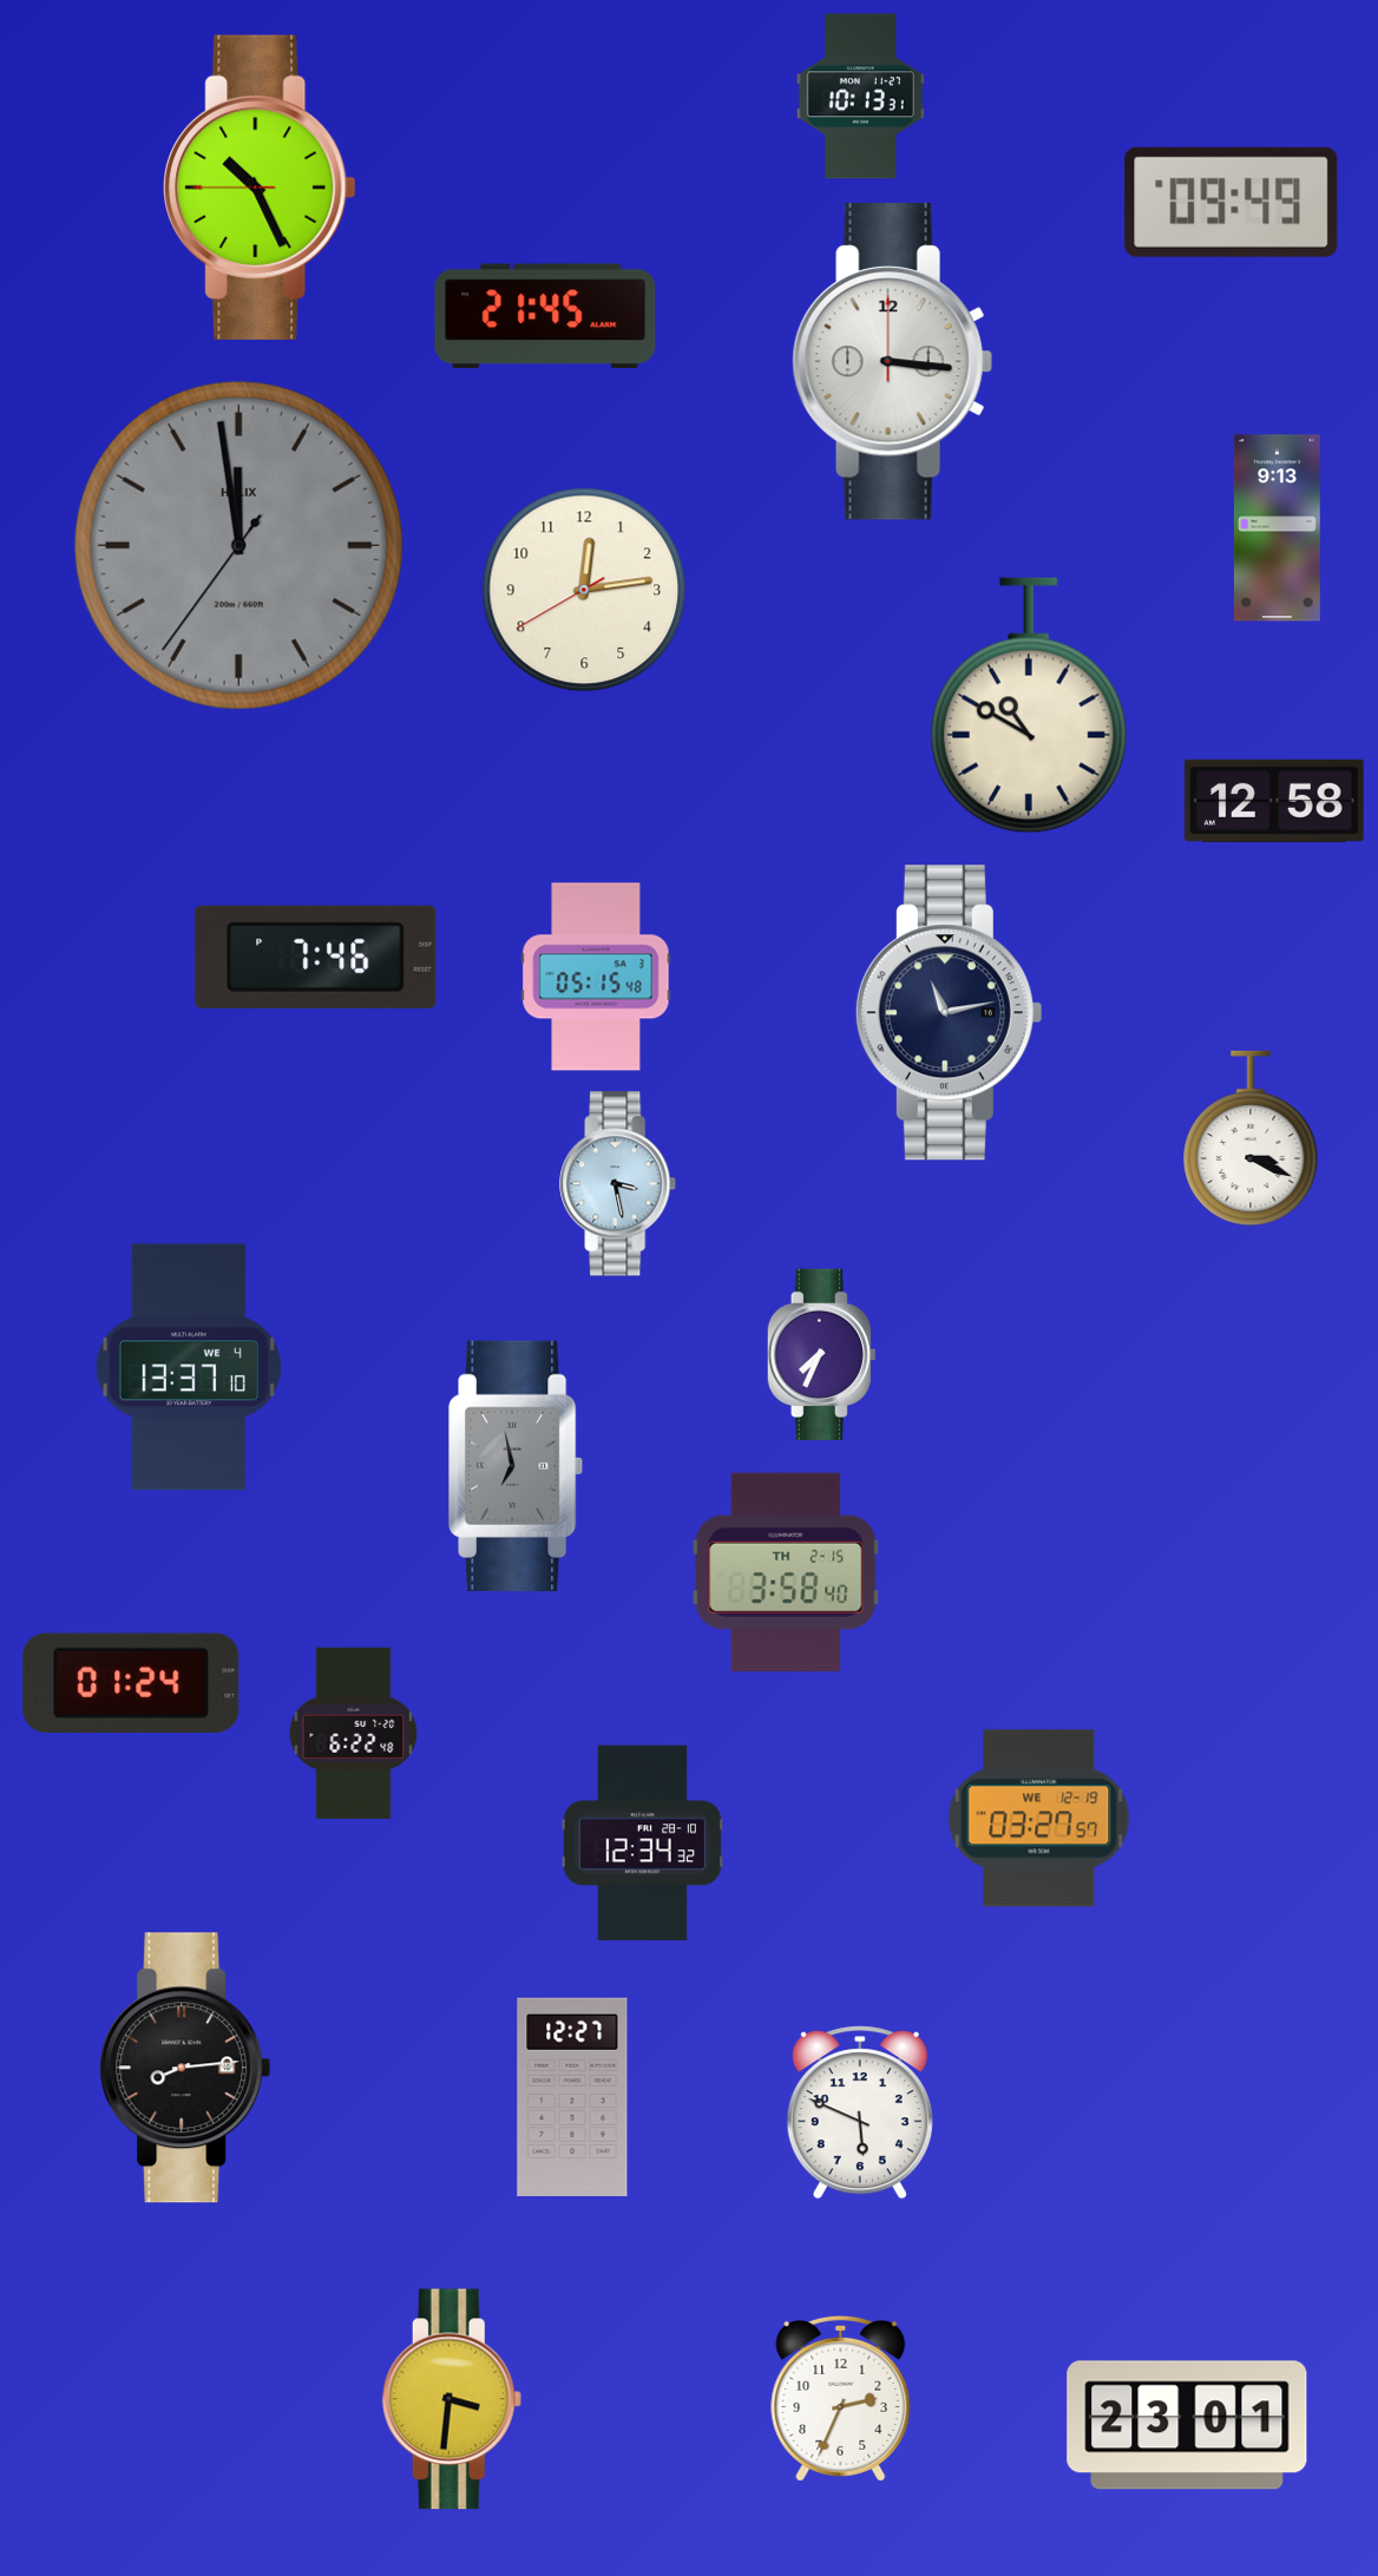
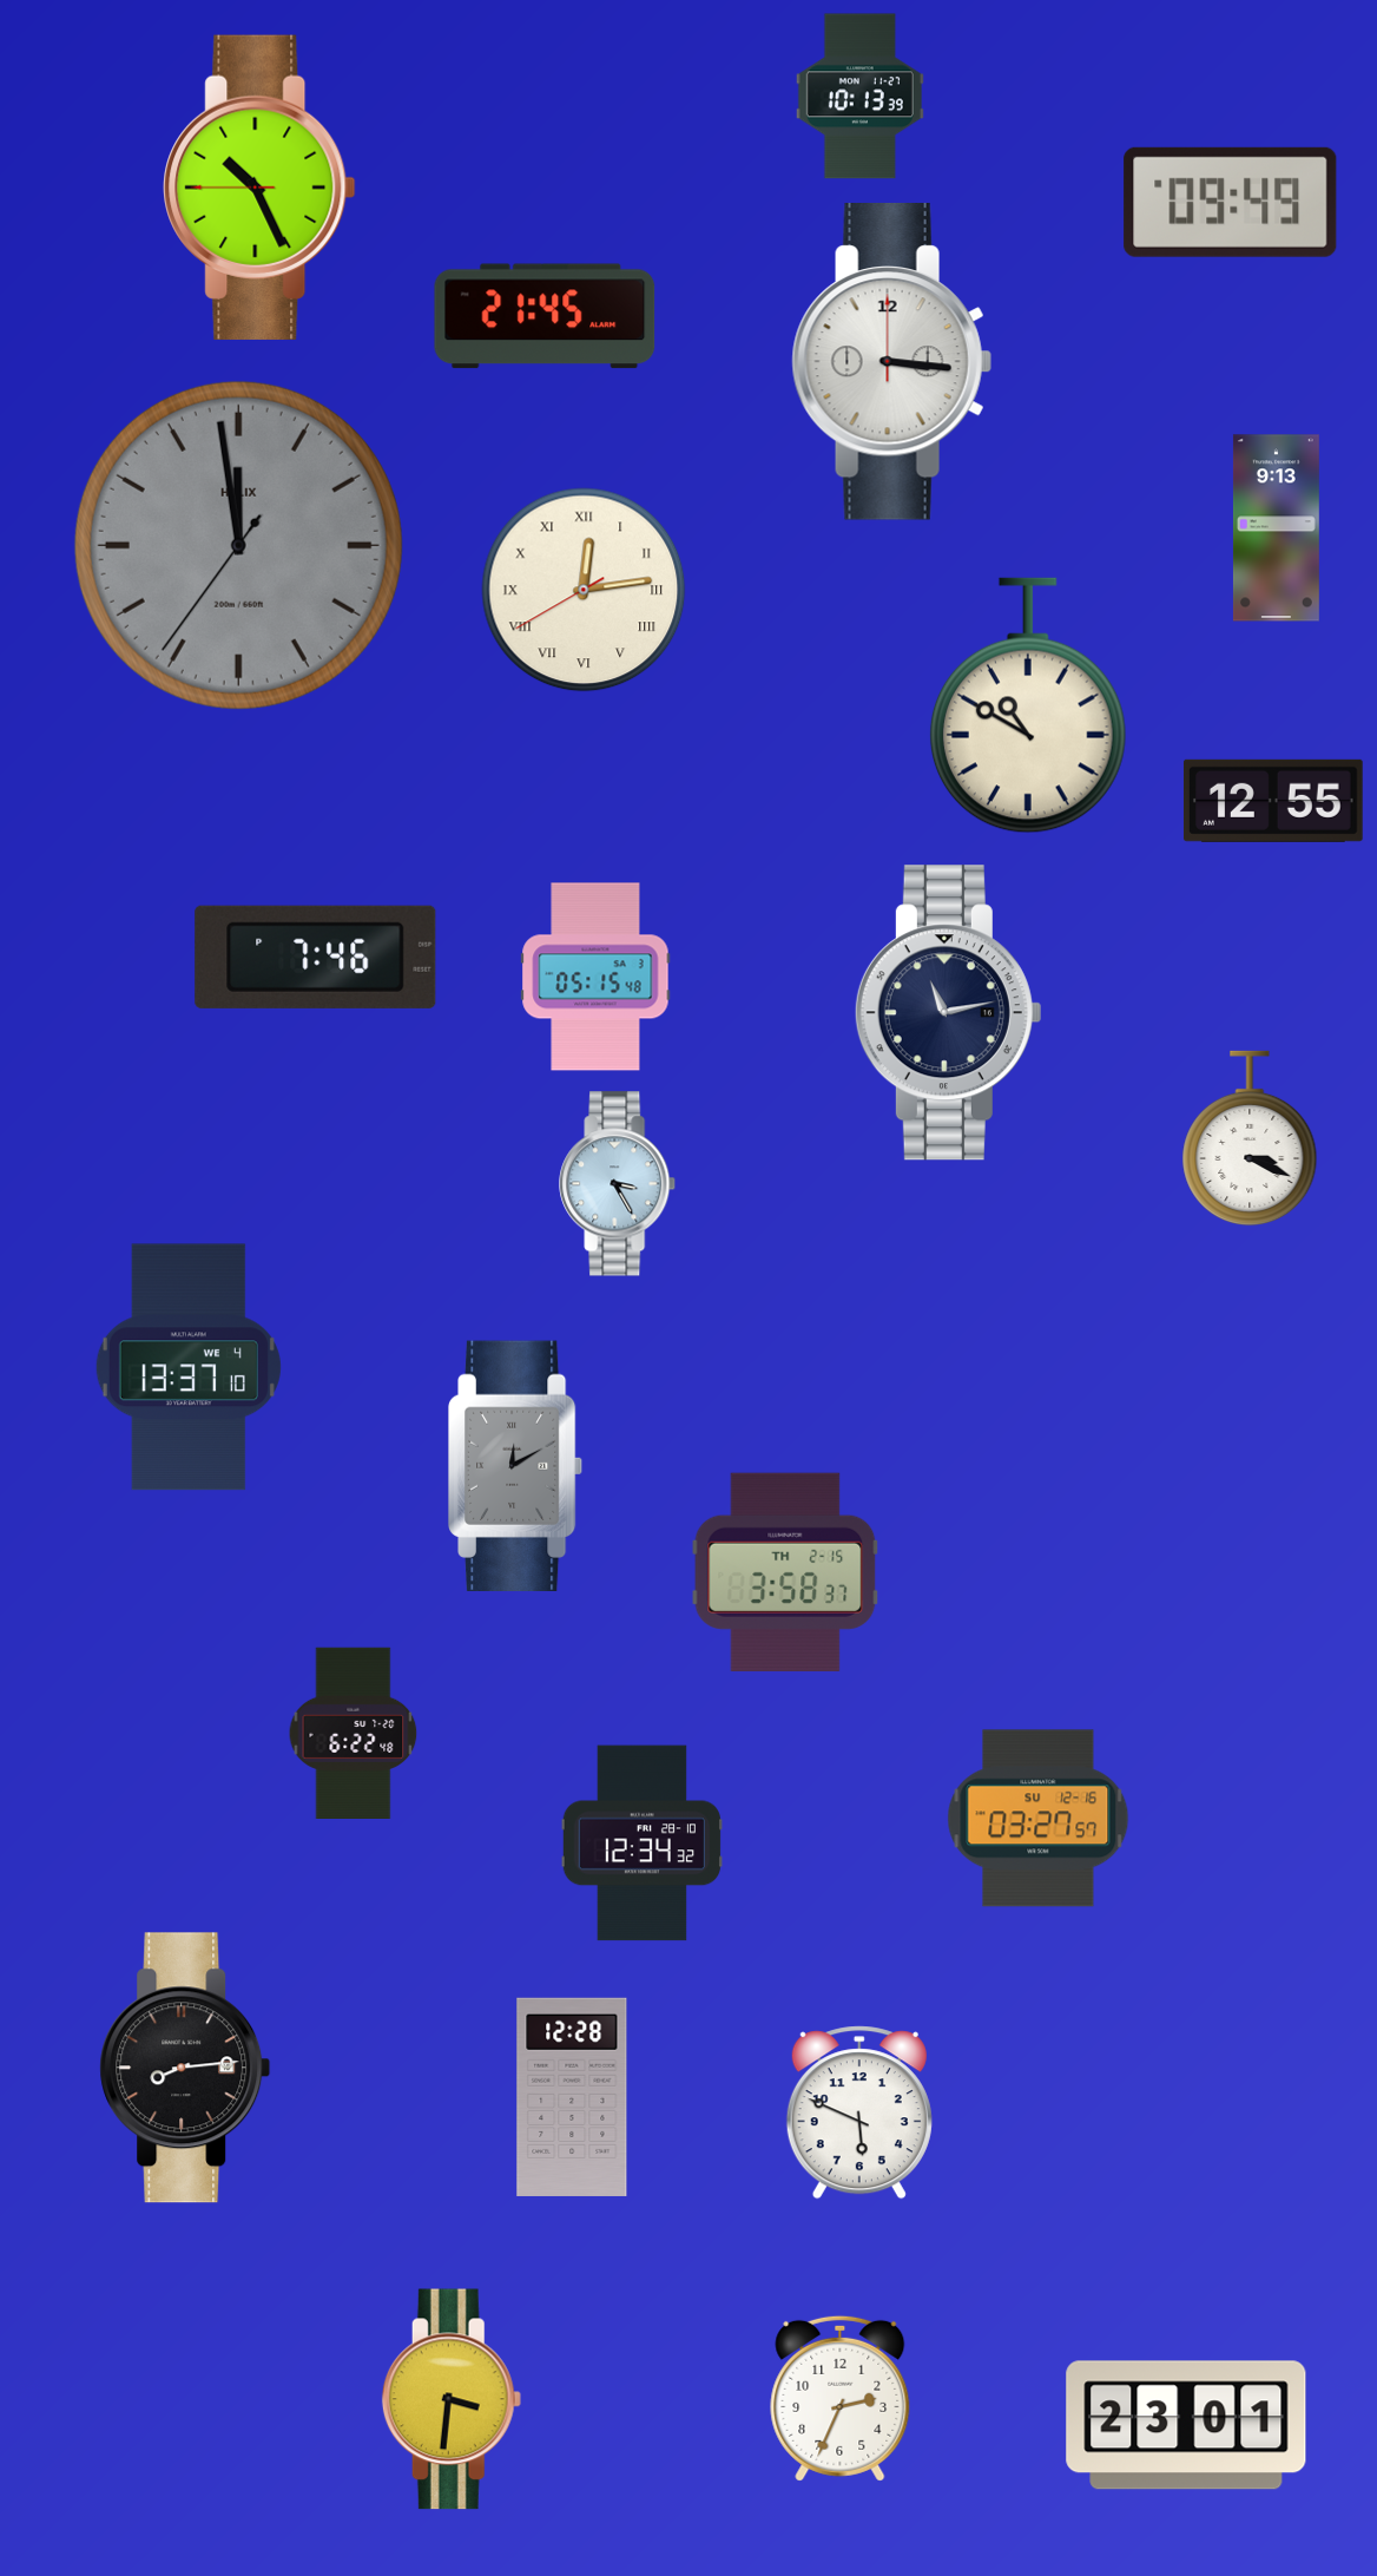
clock at (860, 97): 10:13:31 -> 10:13:39
clock at (584, 590) numerals: Arabic -> Roman
clock at (1274, 801): 12:58 -> 12:55
clock at (618, 1184): 3:28 -> 3:25
clock at (821, 1354): 7:34 -> none
clock at (517, 1465): 6:58 -> 12:10
clock at (786, 1572): 3:58:40 -> 3:58:37
clock at (131, 1683): 01:24 -> none
clock at (1039, 1819) date: WE 12-19 -> SU 12-16
clock at (572, 2097): 12:27 -> 12:28
